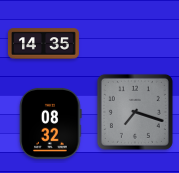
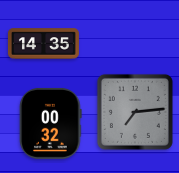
clock at (135, 112): 7:18 -> 7:14
clock at (51, 123): 08:32 -> 00:32
